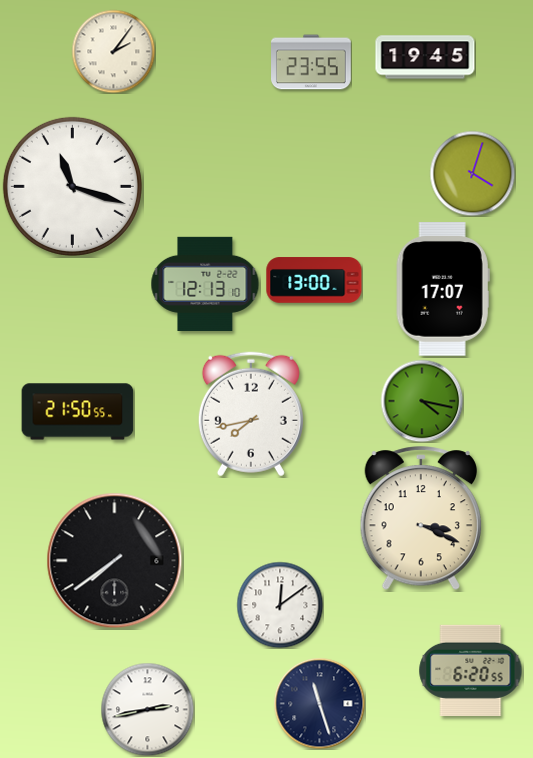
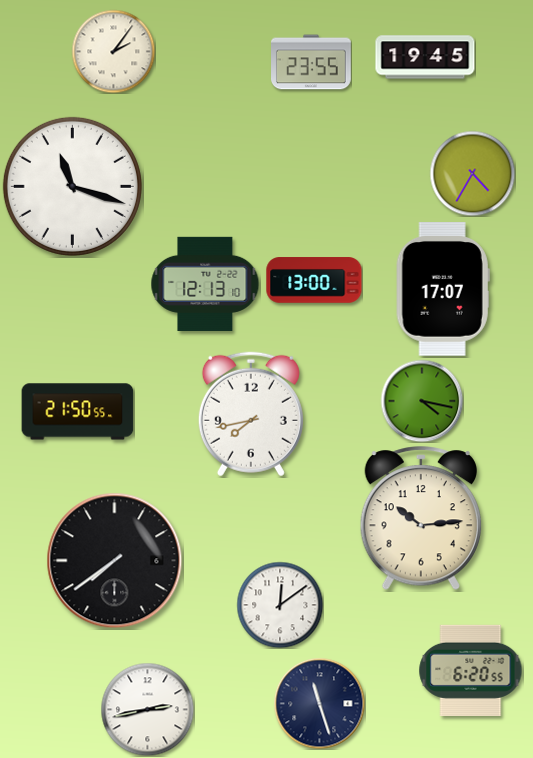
clock at (472, 173): 4:03 -> 4:35
clock at (420, 519): 3:19 -> 10:14
